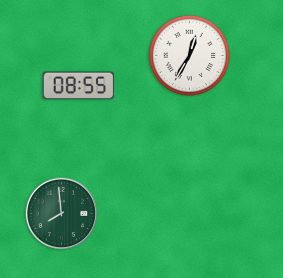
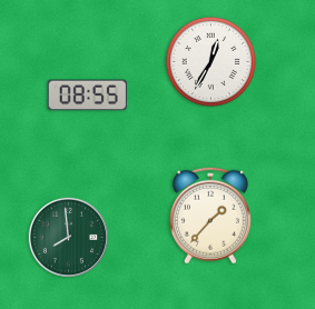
clock at (210, 216): none -> 1:37
